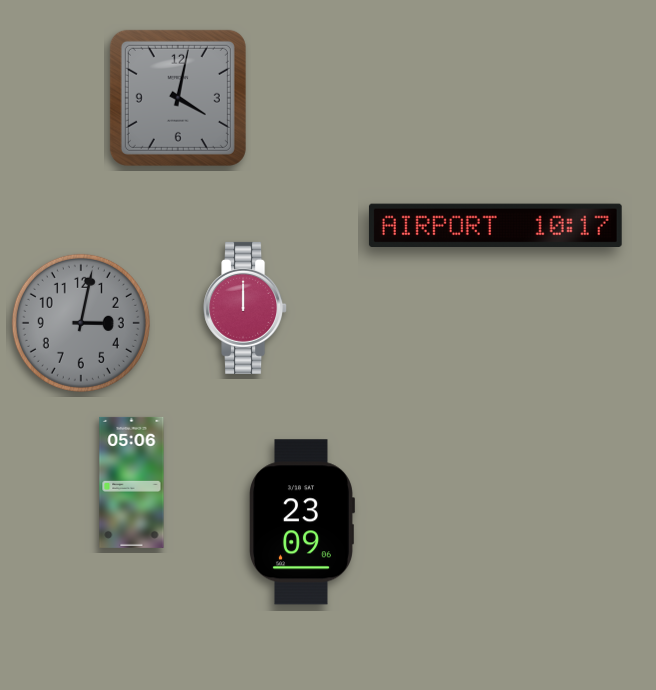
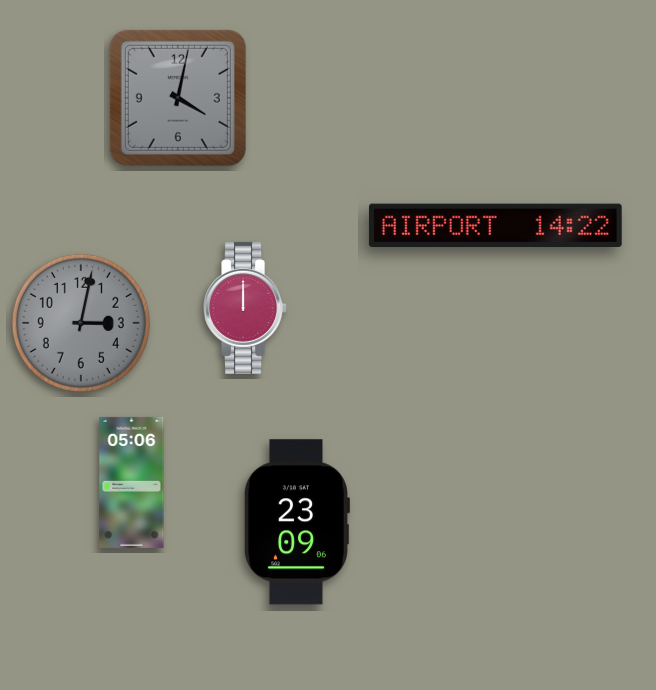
clock at (495, 225): 10:17 -> 14:22
clock at (301, 522) position: (301, 522) -> (296, 522)
